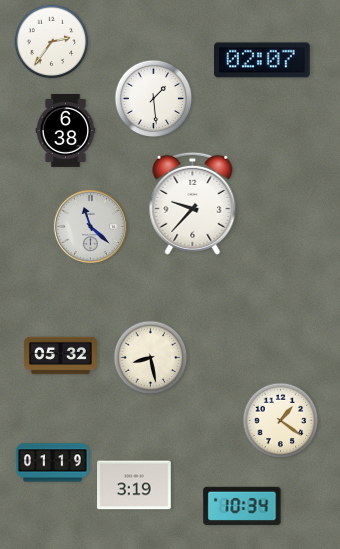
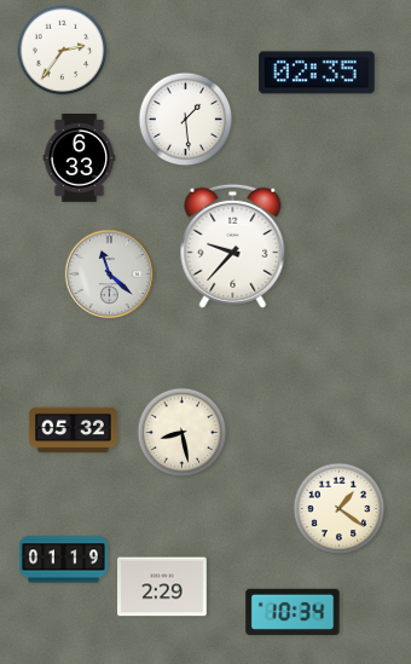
clock at (262, 60): 02:07 -> 02:35
clock at (66, 131): 6:38 -> 6:33
clock at (135, 485): 3:19 -> 2:29
